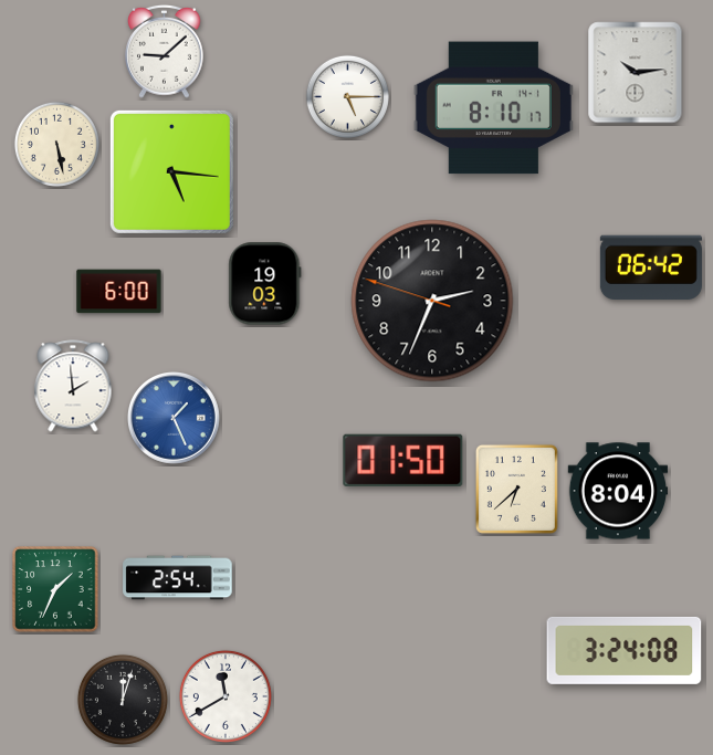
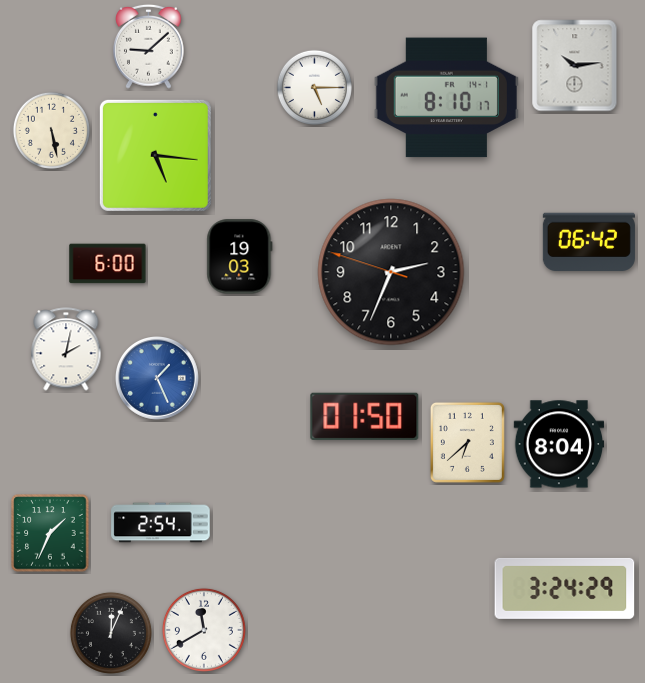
clock at (73, 386): 1:59 -> 2:02
clock at (625, 650): 3:24:08 -> 3:24:29
clock at (123, 700): 12:03 -> 12:04
